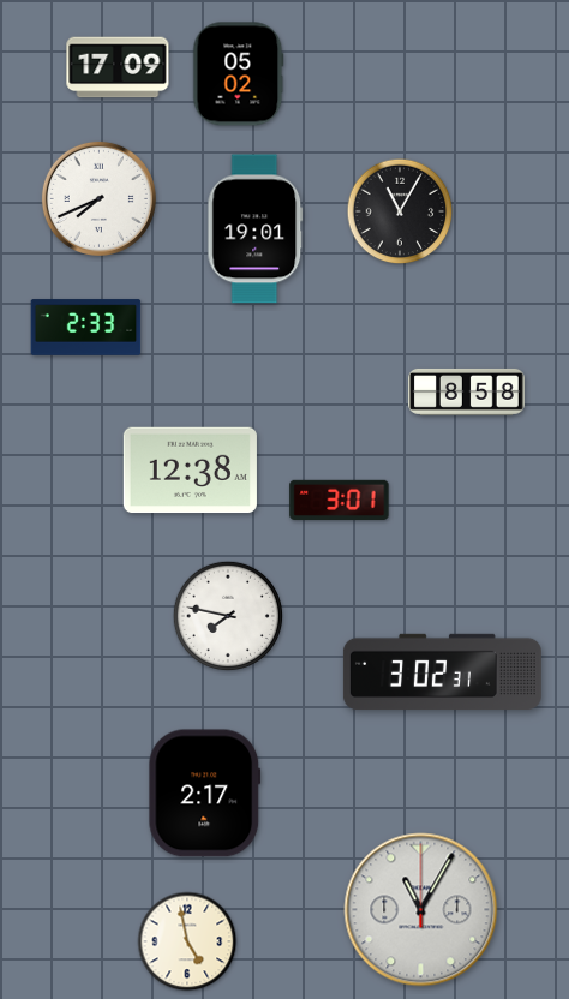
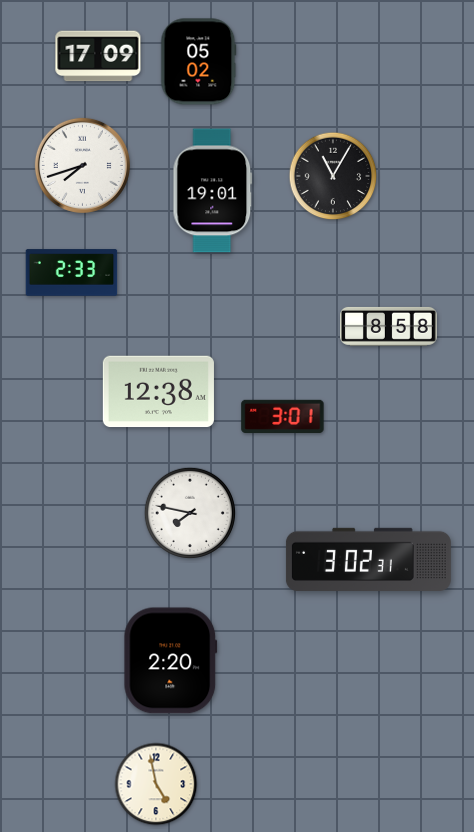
clock at (98, 198): 7:41 -> 7:42
clock at (205, 794): 2:17 -> 2:20
clock at (421, 910): 11:05 -> none
